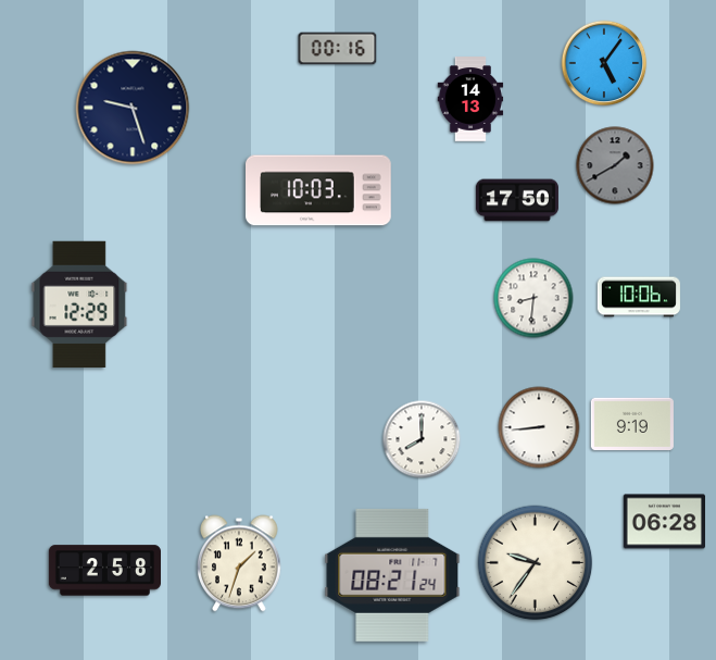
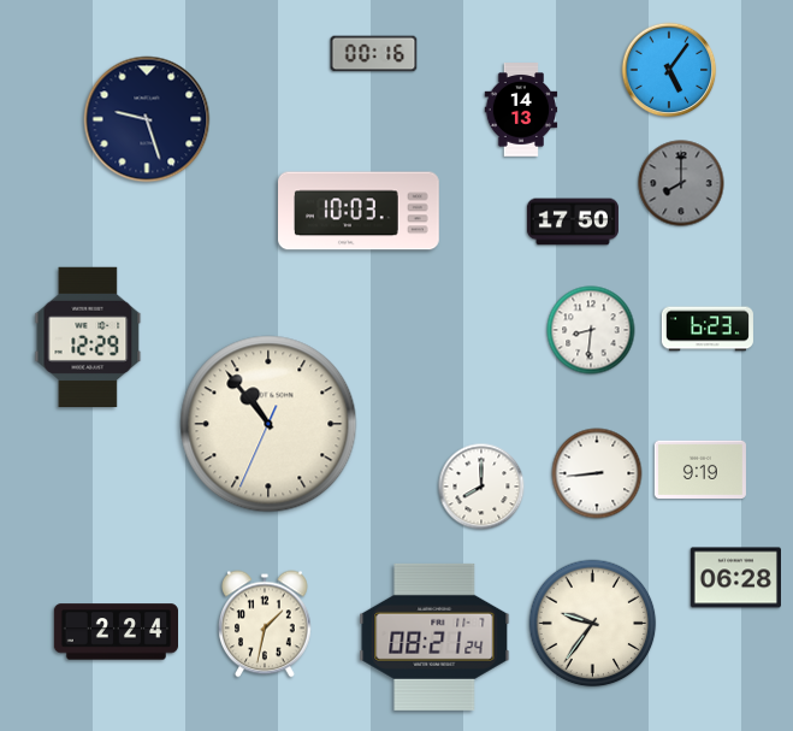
clock at (615, 165): 1:40 -> 8:00
clock at (319, 190) position: (319, 190) -> (360, 211)
clock at (639, 297): 10:06 -> 6:23
clock at (268, 424): none -> 10:53
clock at (422, 439) position: (422, 439) -> (481, 487)
clock at (240, 563): 1:33 -> 1:32
clock at (104, 571): 2:58 -> 2:24
